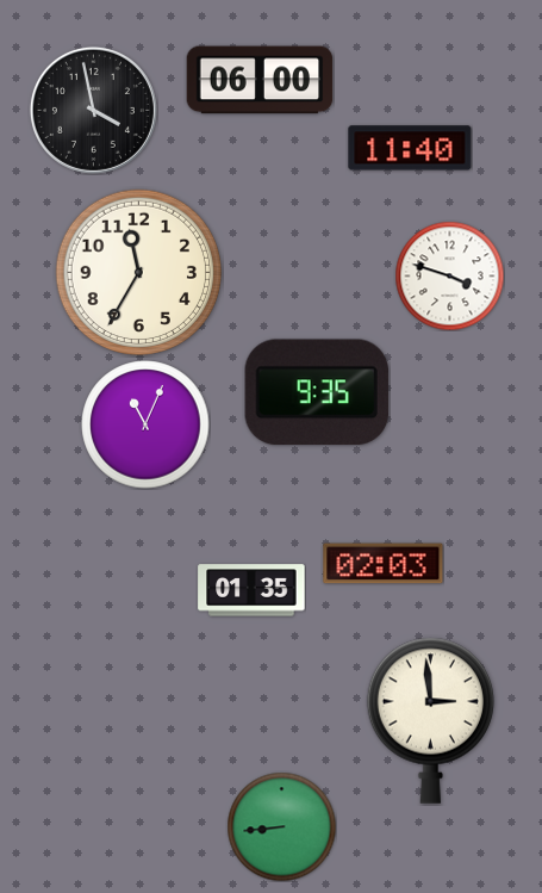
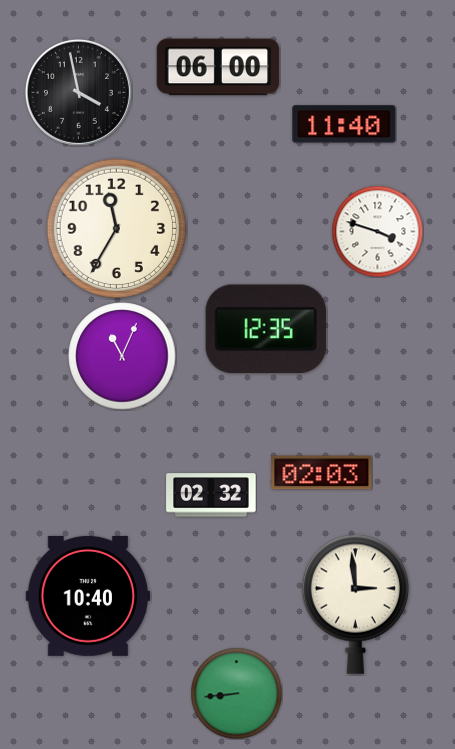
clock at (317, 392): 9:35 -> 12:35
clock at (251, 590): 01:35 -> 02:32
clock at (87, 596): none -> 10:40
clock at (430, 720) position: (430, 720) -> (355, 604)
